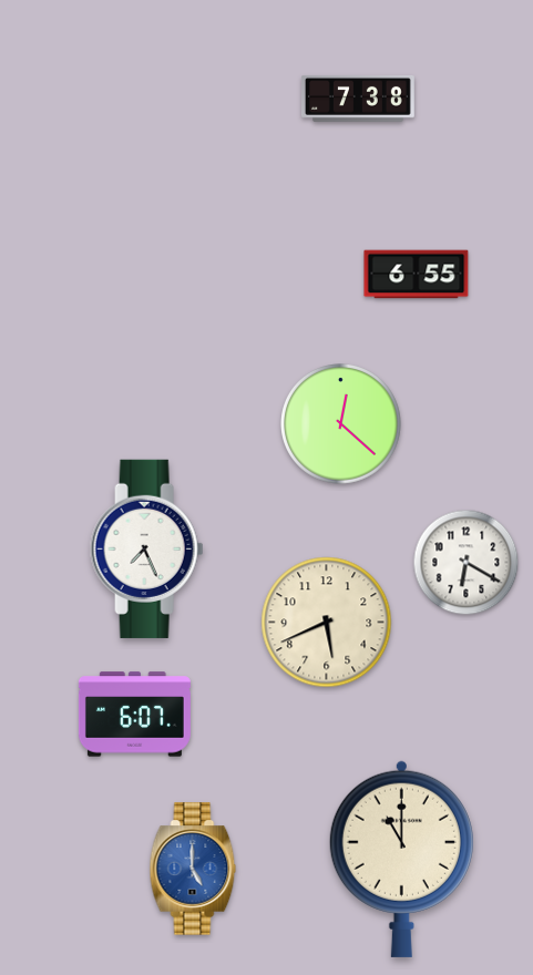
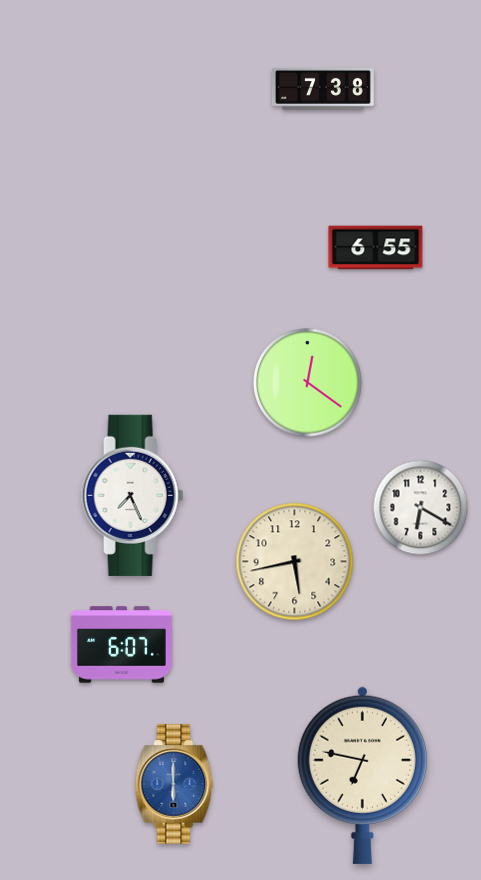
clock at (341, 424): 12:22 -> 12:21
clock at (327, 623): 5:41 -> 5:43
clock at (401, 859): 11:00 -> 6:47
clock at (193, 869): 5:00 -> 6:00
